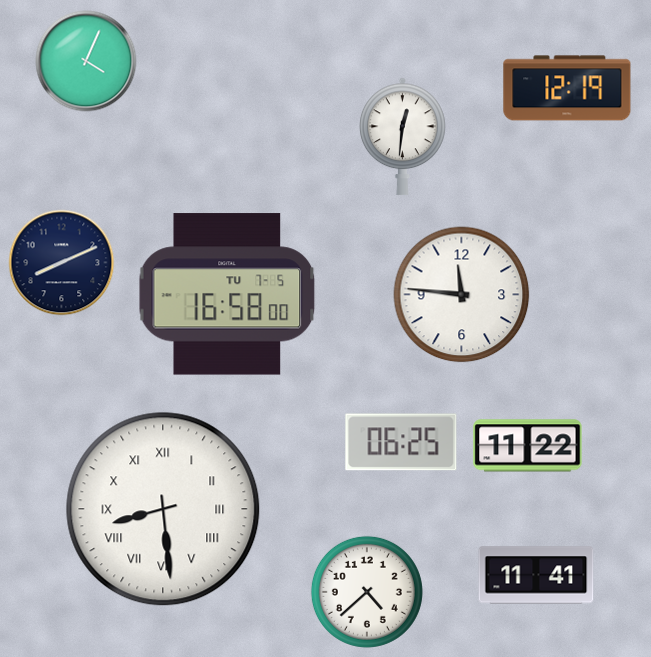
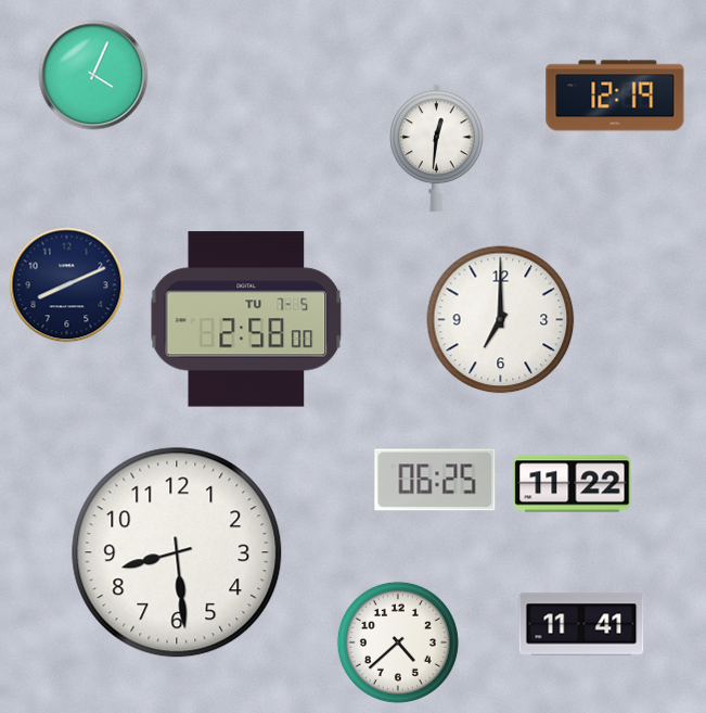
clock at (86, 61) position: (86, 61) -> (93, 75)
clock at (227, 294): 16:58 -> 2:58
clock at (462, 295): 11:46 -> 7:00
clock at (163, 509) numerals: Roman -> Arabic
